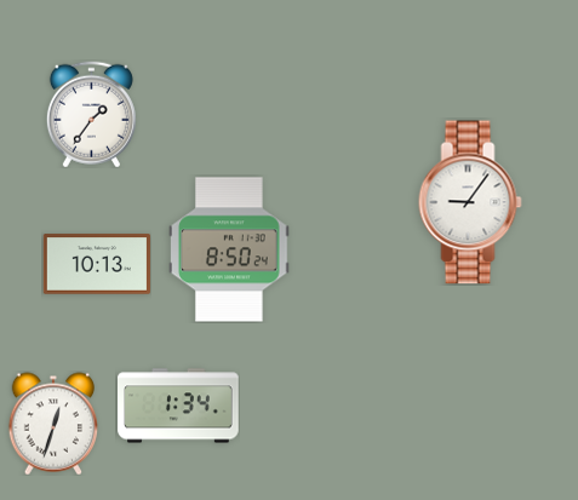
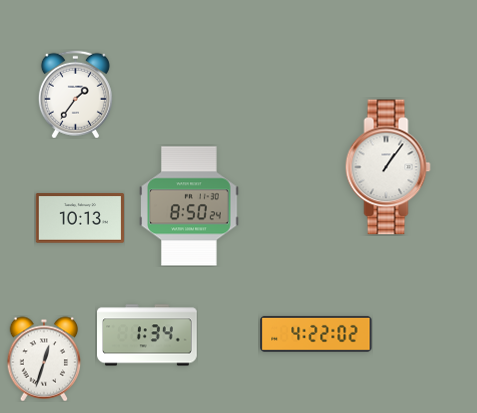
clock at (470, 202): 9:06 -> 1:06
clock at (316, 334): none -> 4:22
clock at (53, 424) position: (53, 424) -> (44, 359)
